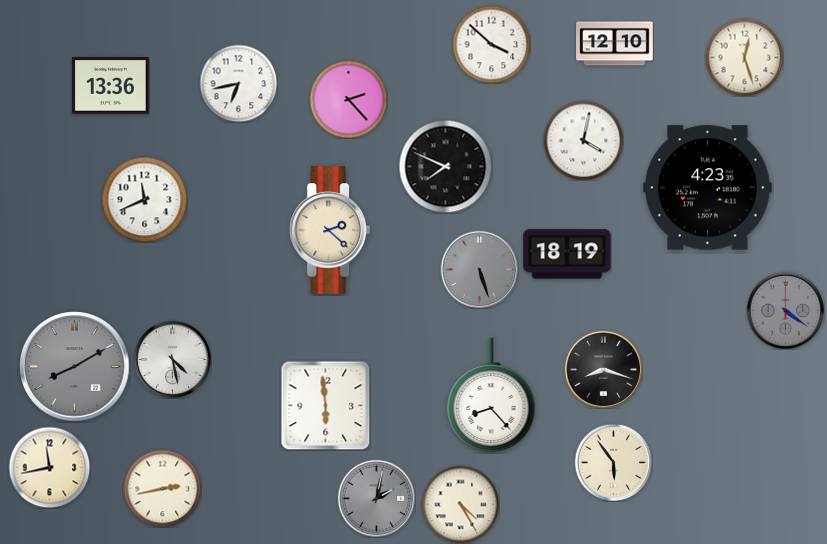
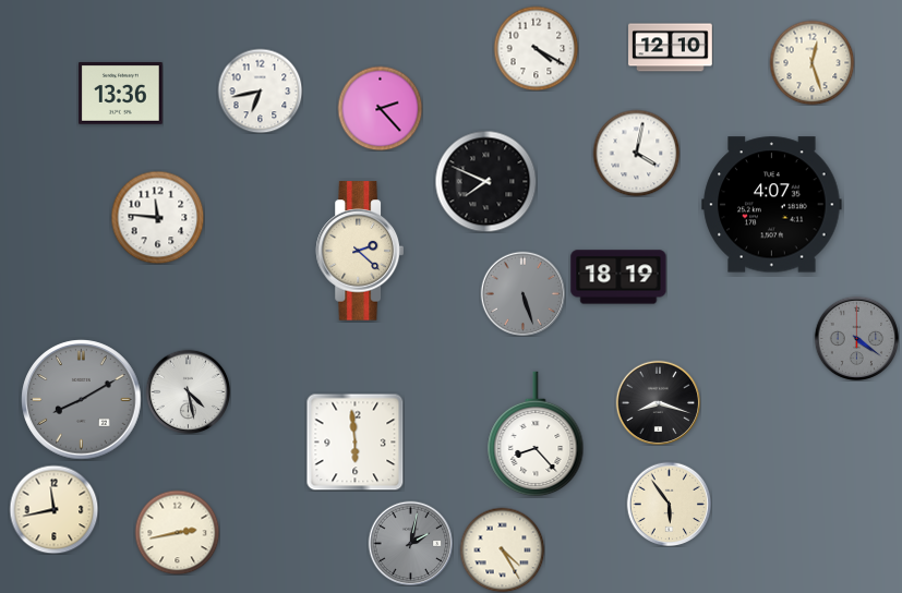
clock at (491, 44): 3:52 -> 4:20
clock at (708, 188): 4:23 -> 4:07
clock at (144, 199): 11:41 -> 11:46
clock at (491, 395) position: (491, 395) -> (536, 434)
